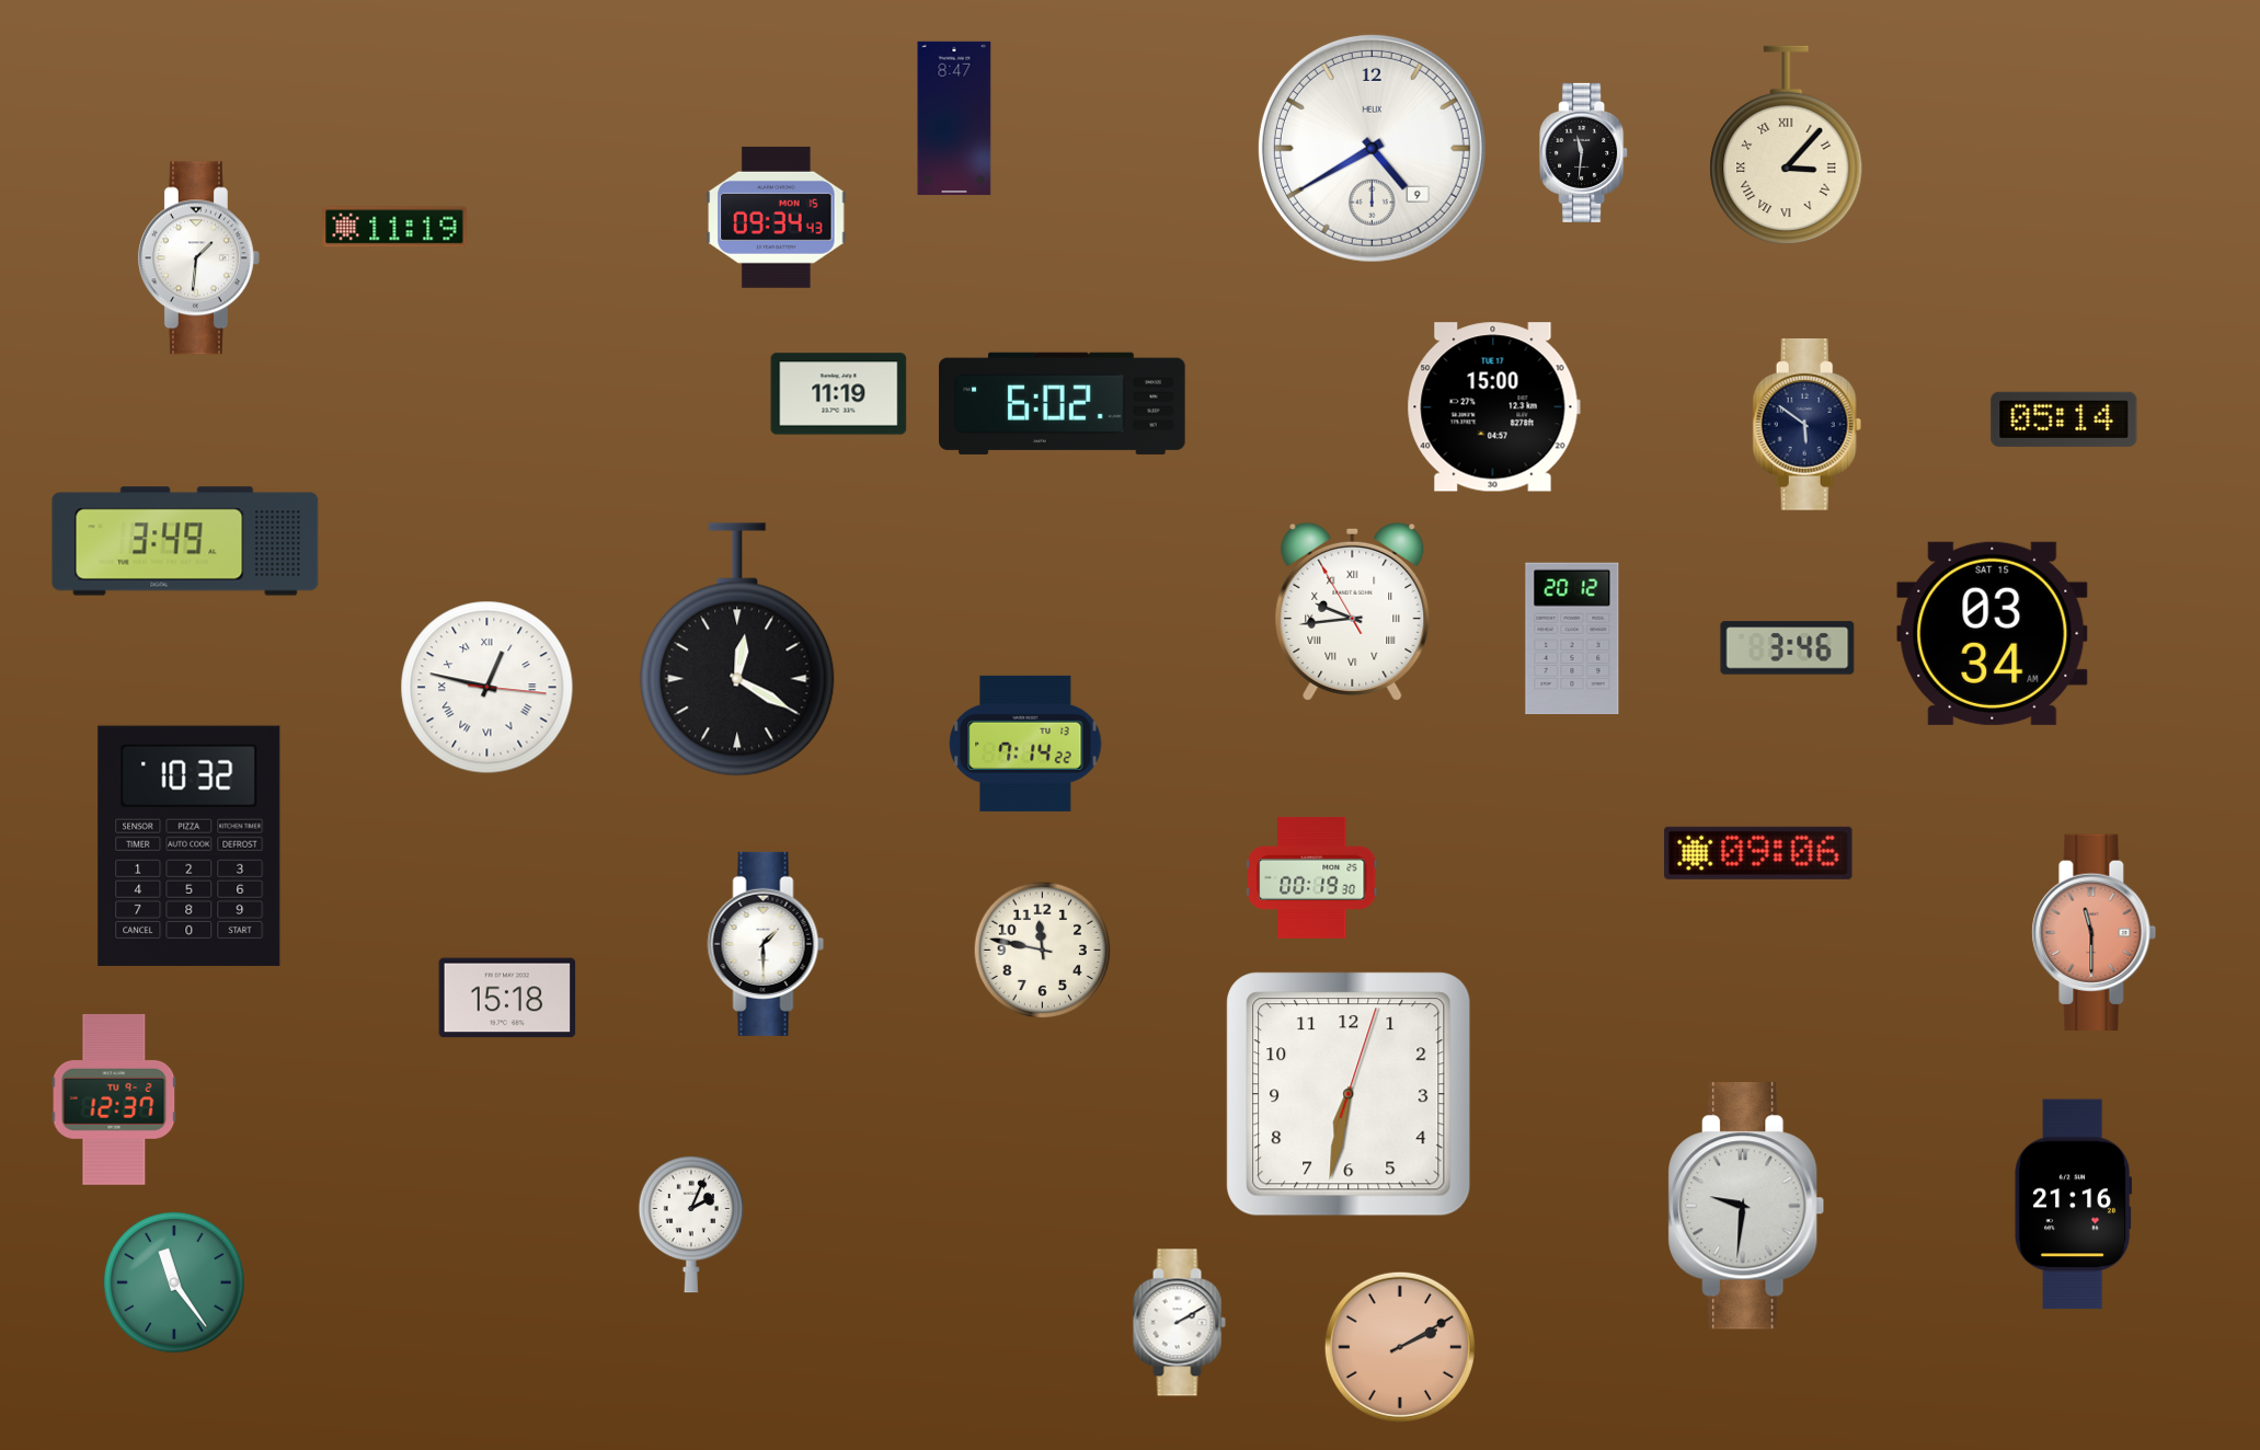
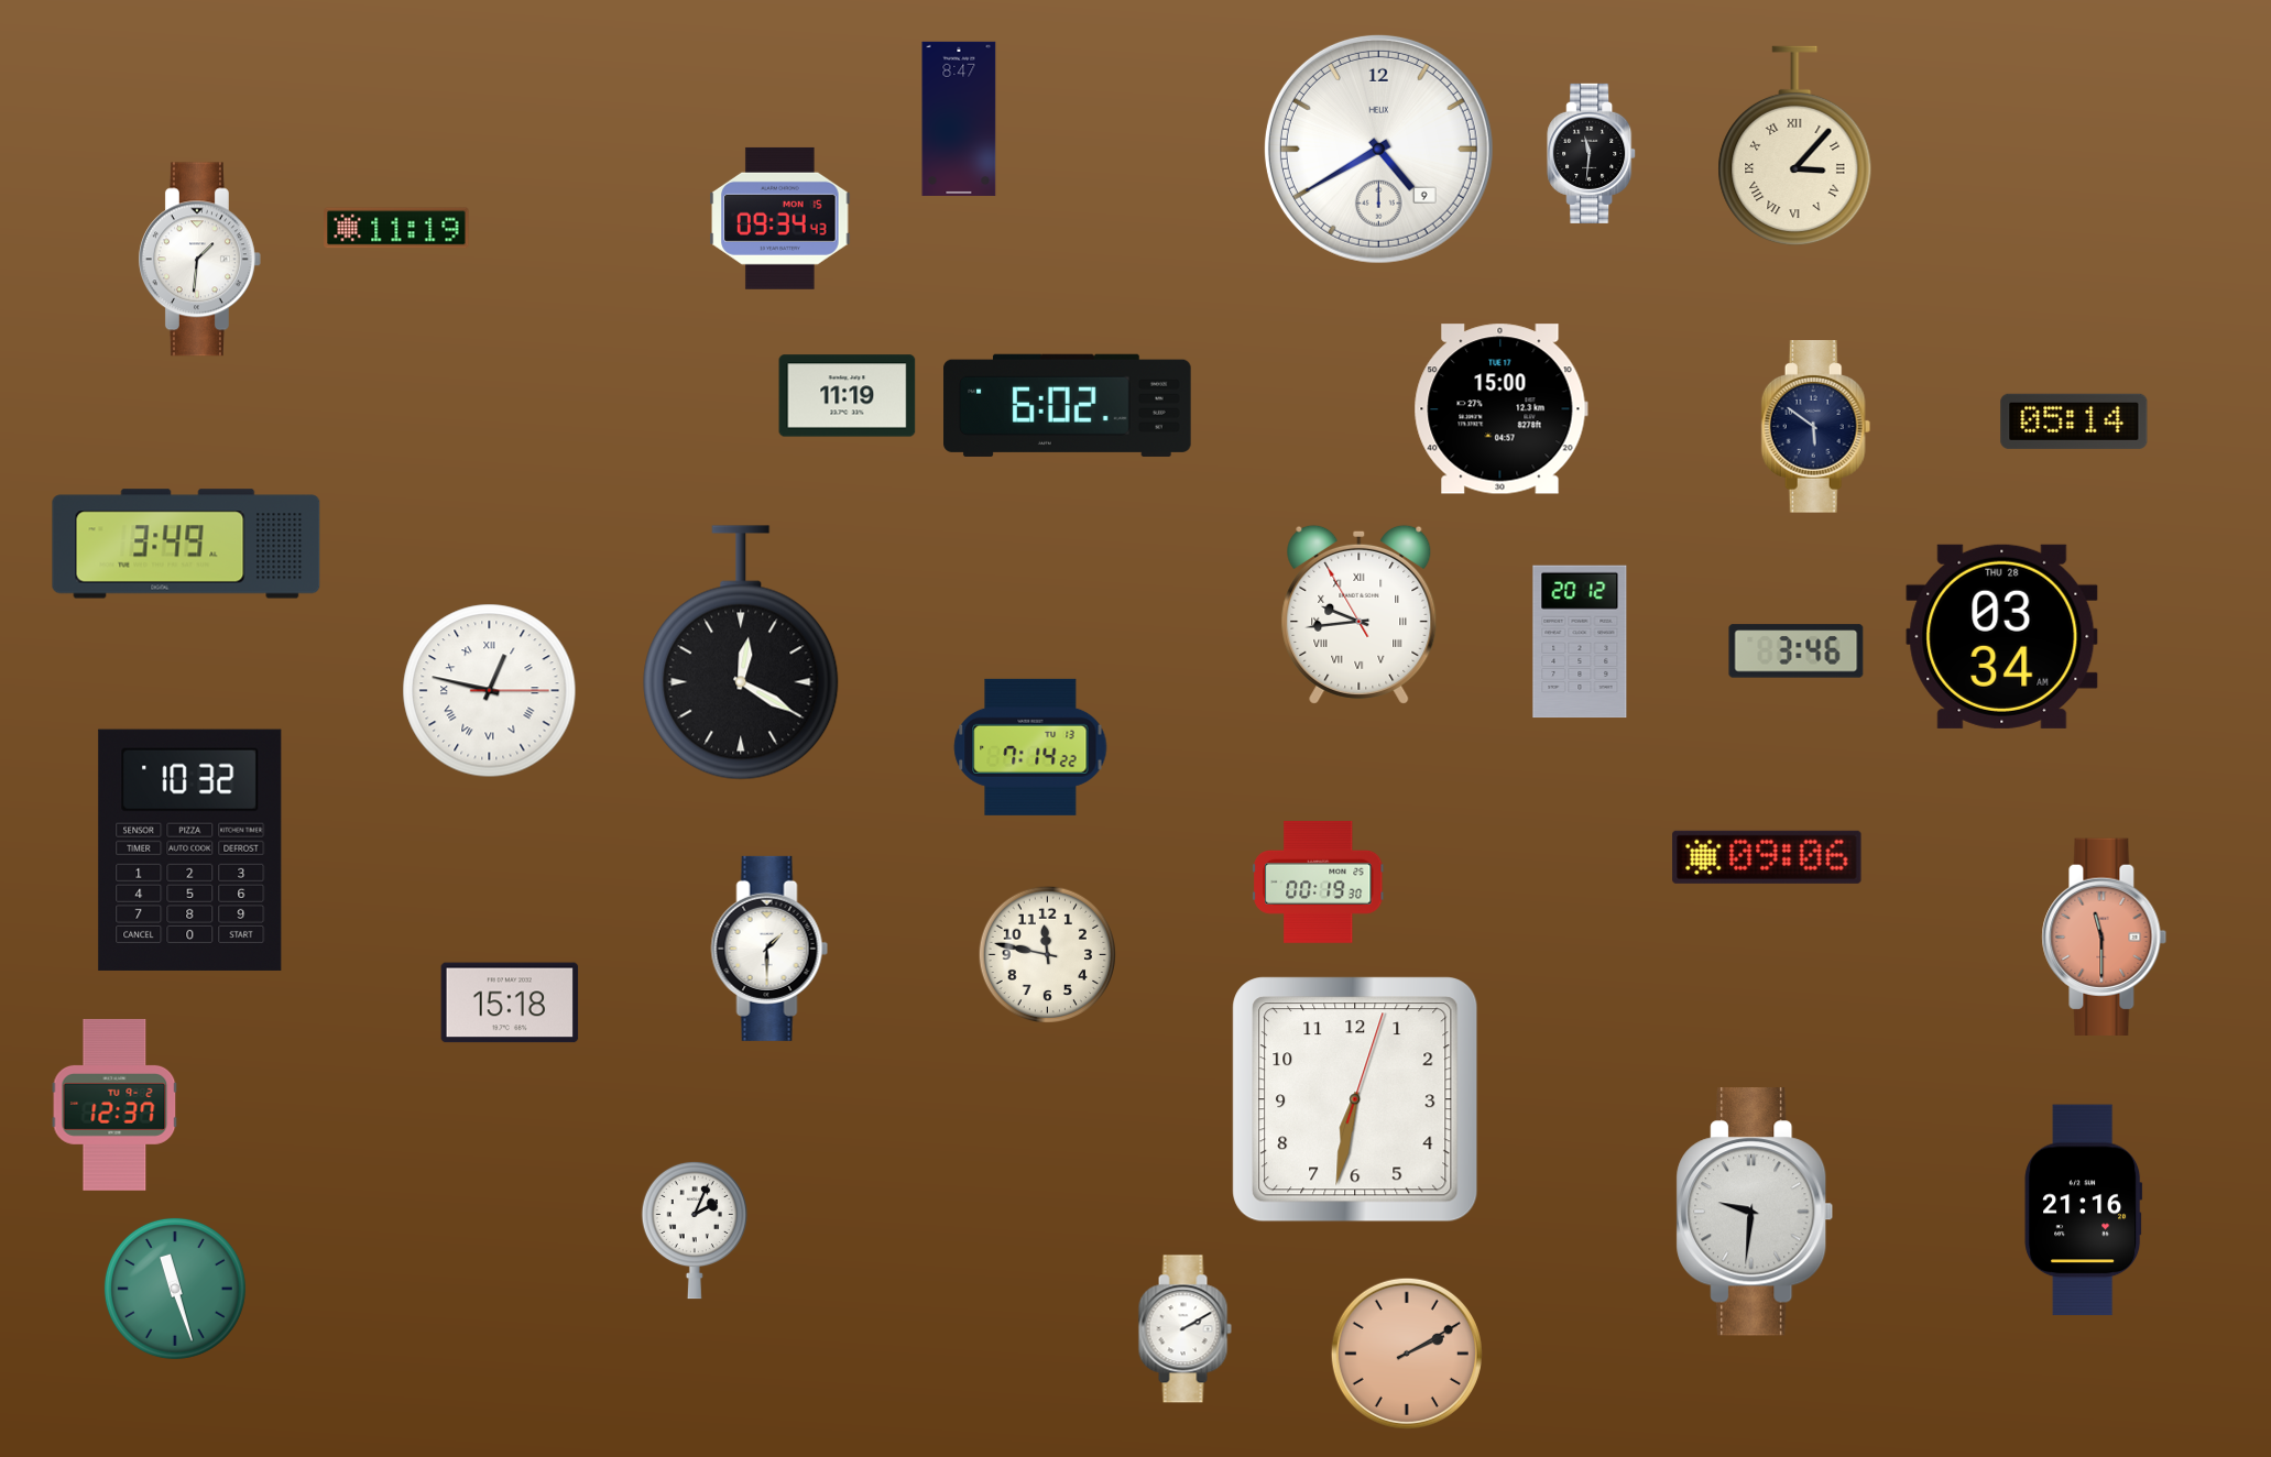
clock at (839, 394) position: (839, 394) -> (848, 396)
clock at (1993, 633) date: SAT 15 -> THU 28
clock at (487, 688): 12:47:16 -> 12:47:15
clock at (174, 1282): 11:24 -> 11:27
